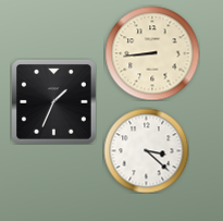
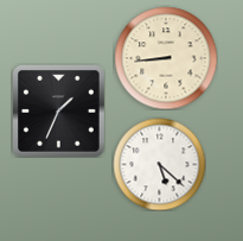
clock at (146, 150): 3:22 -> 5:22
